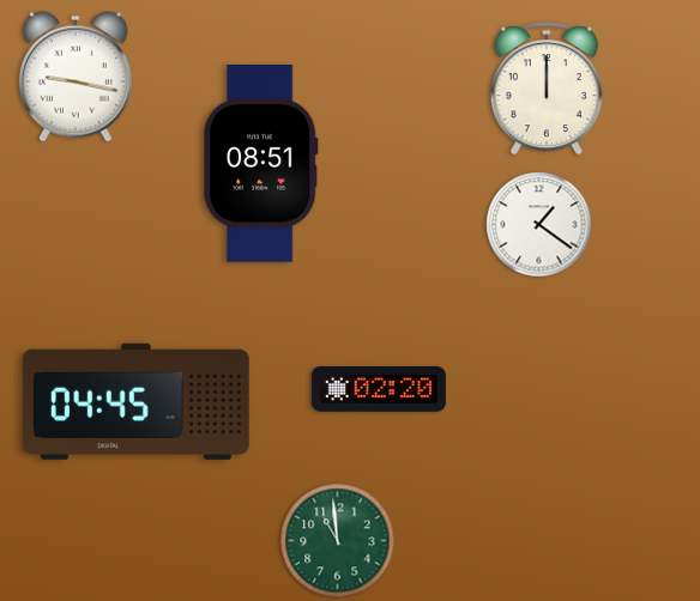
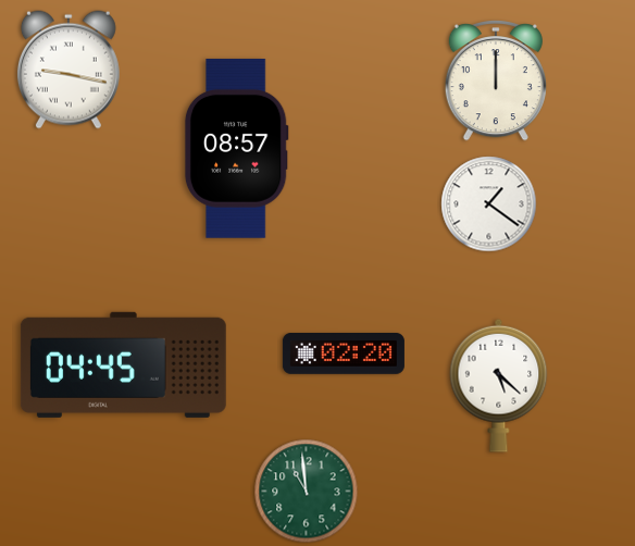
clock at (260, 163): 08:51 -> 08:57
clock at (499, 385): none -> 5:22
